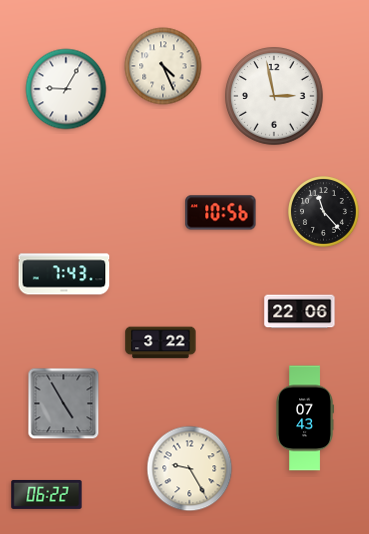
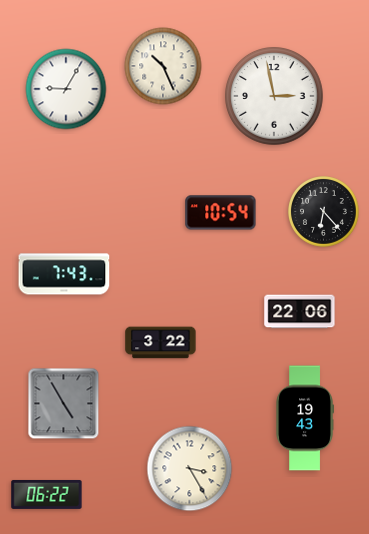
clock at (163, 66): 4:26 -> 10:26
clock at (324, 212): 11:23 -> 6:23
clock at (221, 213): 10:56 -> 10:54
clock at (305, 418): 07:43 -> 19:43
clock at (190, 469): 9:25 -> 3:25
